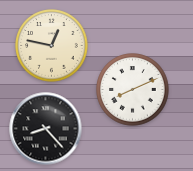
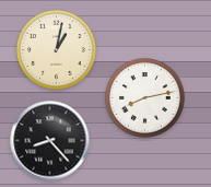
clock at (52, 46): 12:47 -> 1:02
clock at (133, 90): 8:11 -> 8:13
